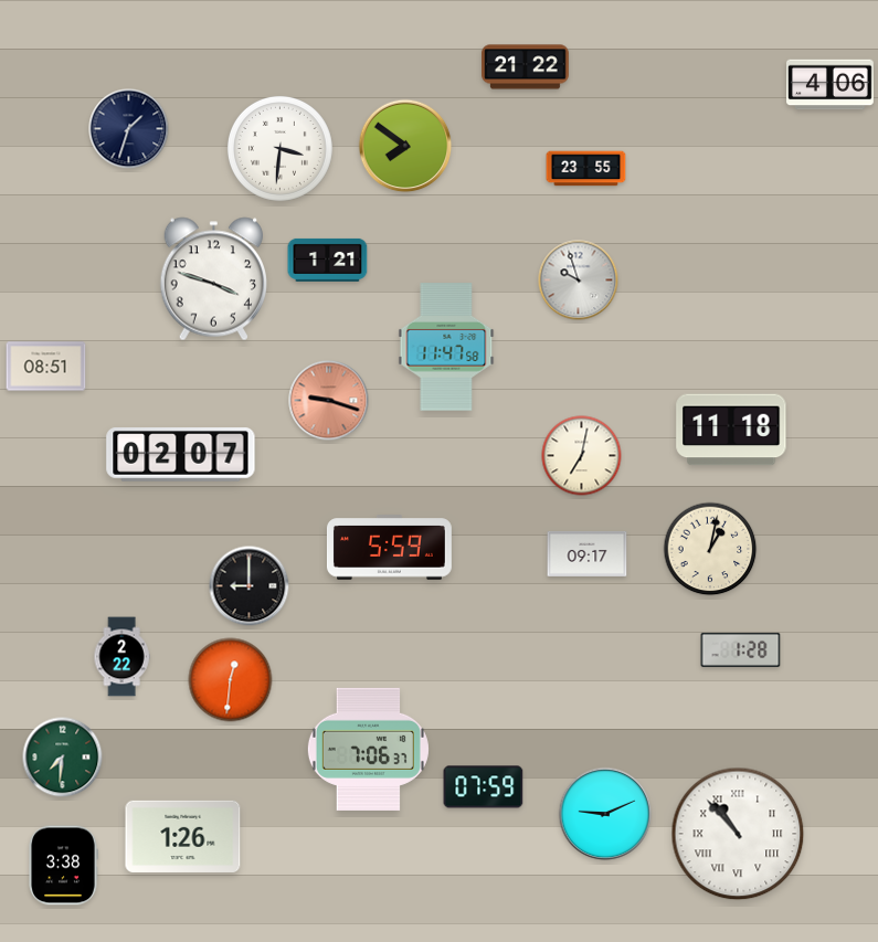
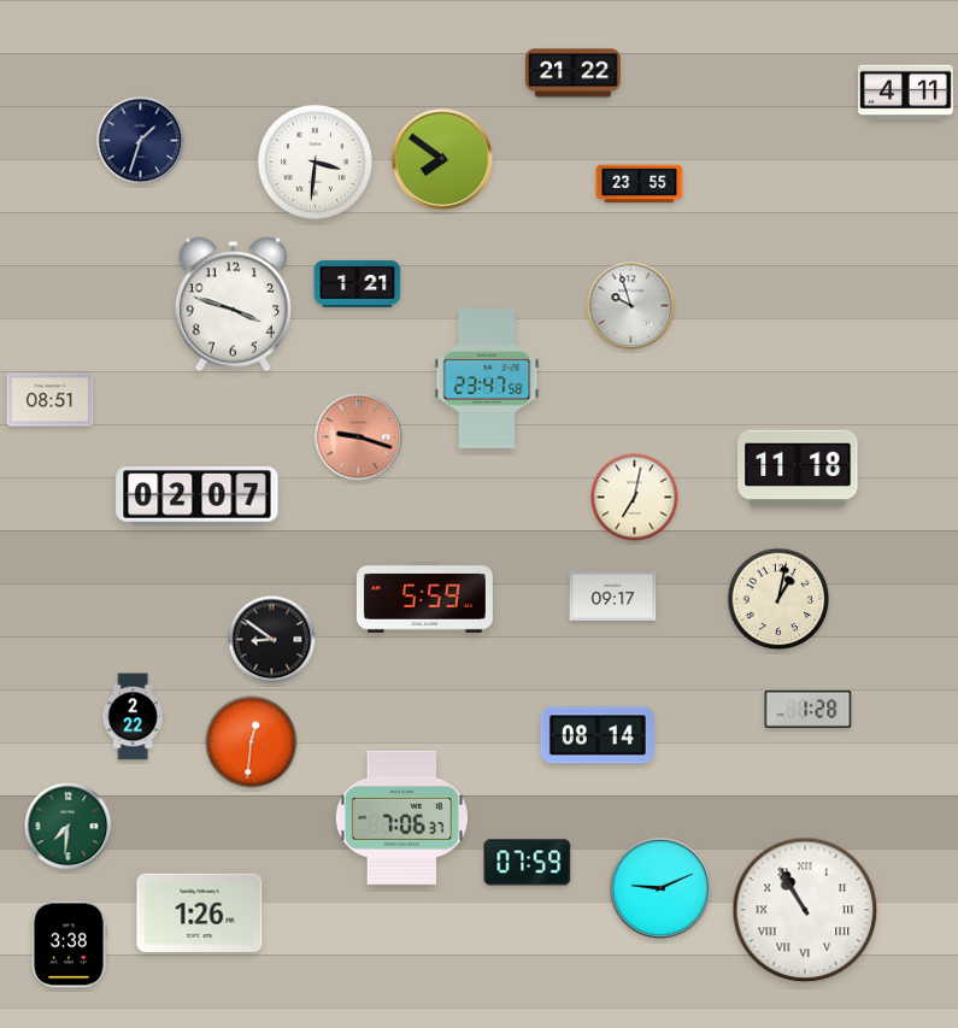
clock at (831, 85): 4:06 -> 4:11
clock at (279, 148) position: (279, 148) -> (315, 161)
clock at (446, 347): 11:47 -> 23:47
clock at (710, 549) position: (710, 549) -> (778, 599)
clock at (588, 553) position: (588, 553) -> (613, 595)
clock at (250, 586): 9:00 -> 8:51
clock at (598, 735): none -> 08:14
clock at (484, 787) position: (484, 787) -> (528, 863)
clock at (738, 834): 10:53 -> 10:55
